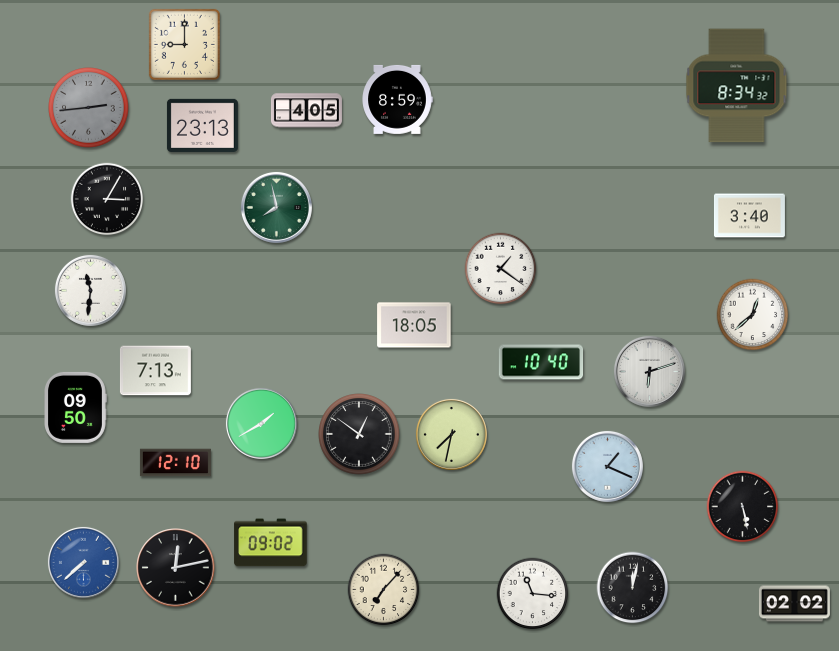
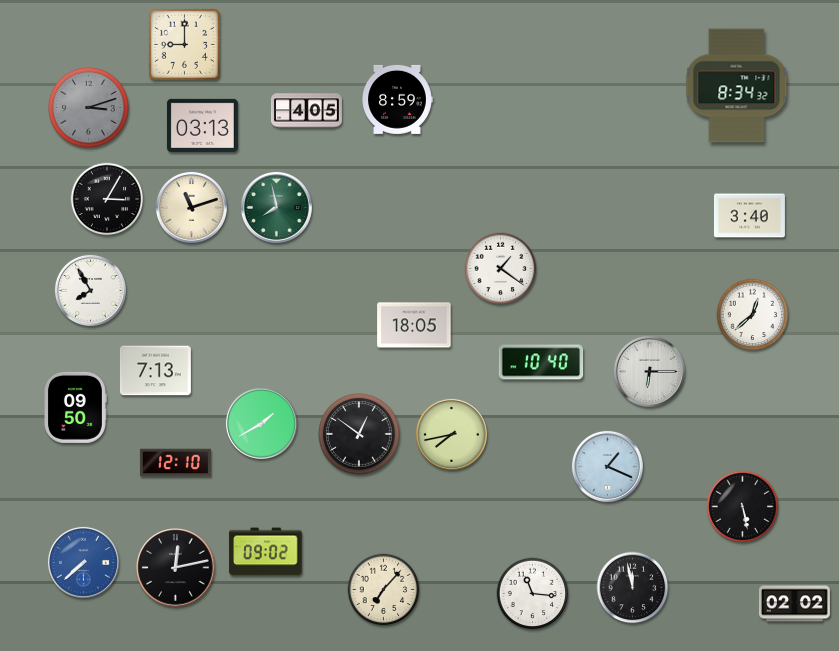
clock at (89, 108): 2:44 -> 3:12
clock at (202, 125): 23:13 -> 03:13
clock at (191, 207): none -> 11:12
clock at (90, 290): 11:31 -> 7:55
clock at (649, 371): 6:12 -> 6:15
clock at (451, 434): 7:32 -> 7:43
clock at (271, 543) position: (271, 543) -> (266, 552)
clock at (633, 588): 12:02 -> 11:58
